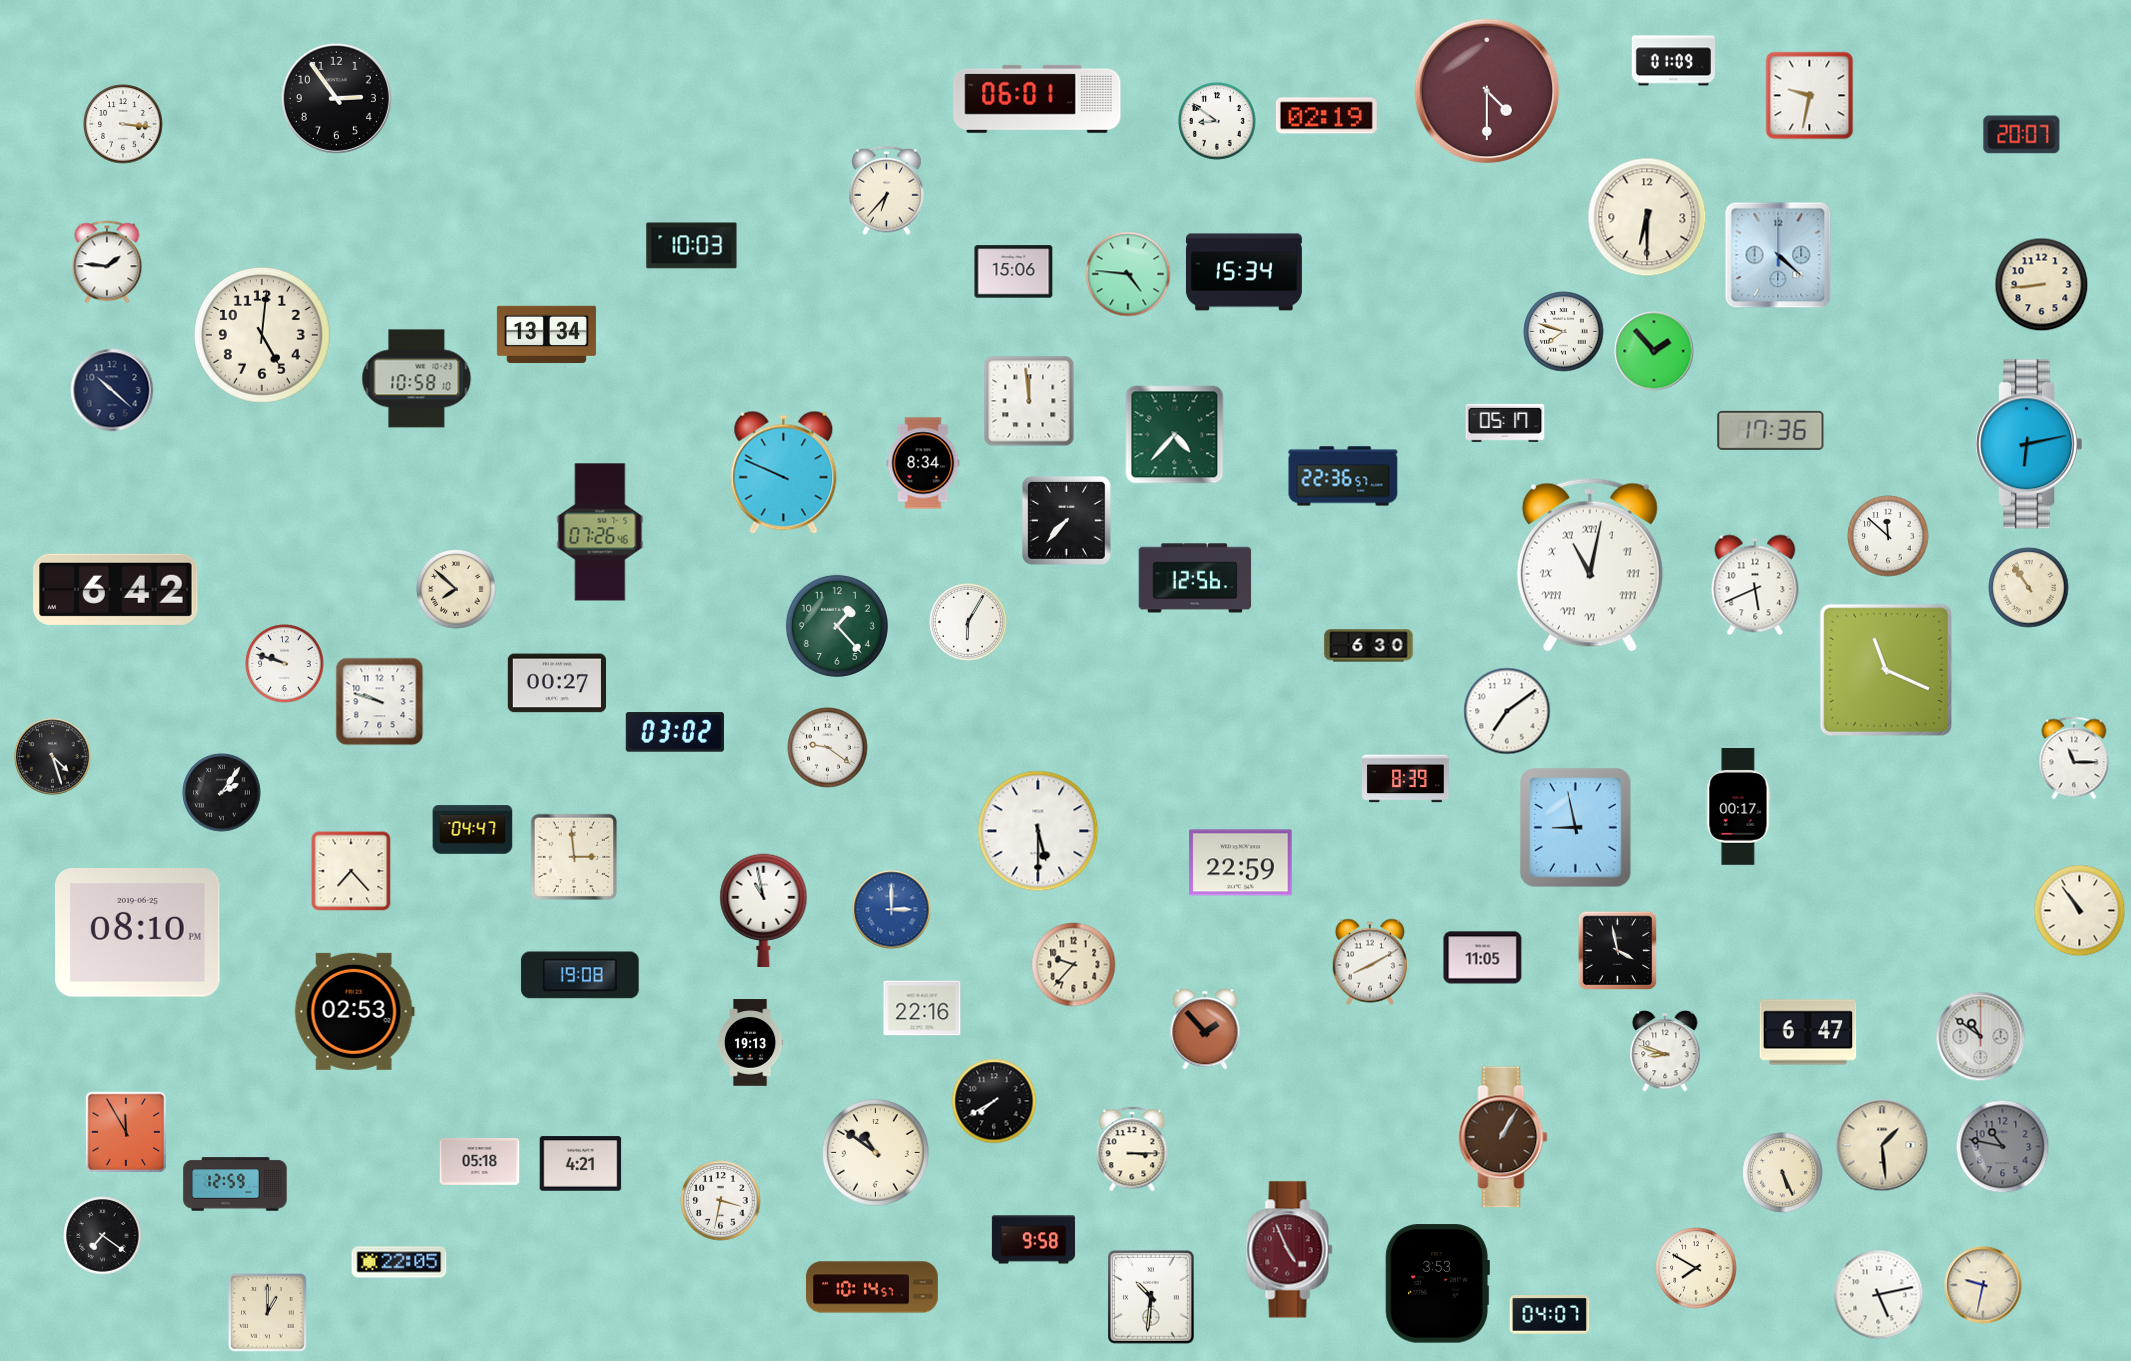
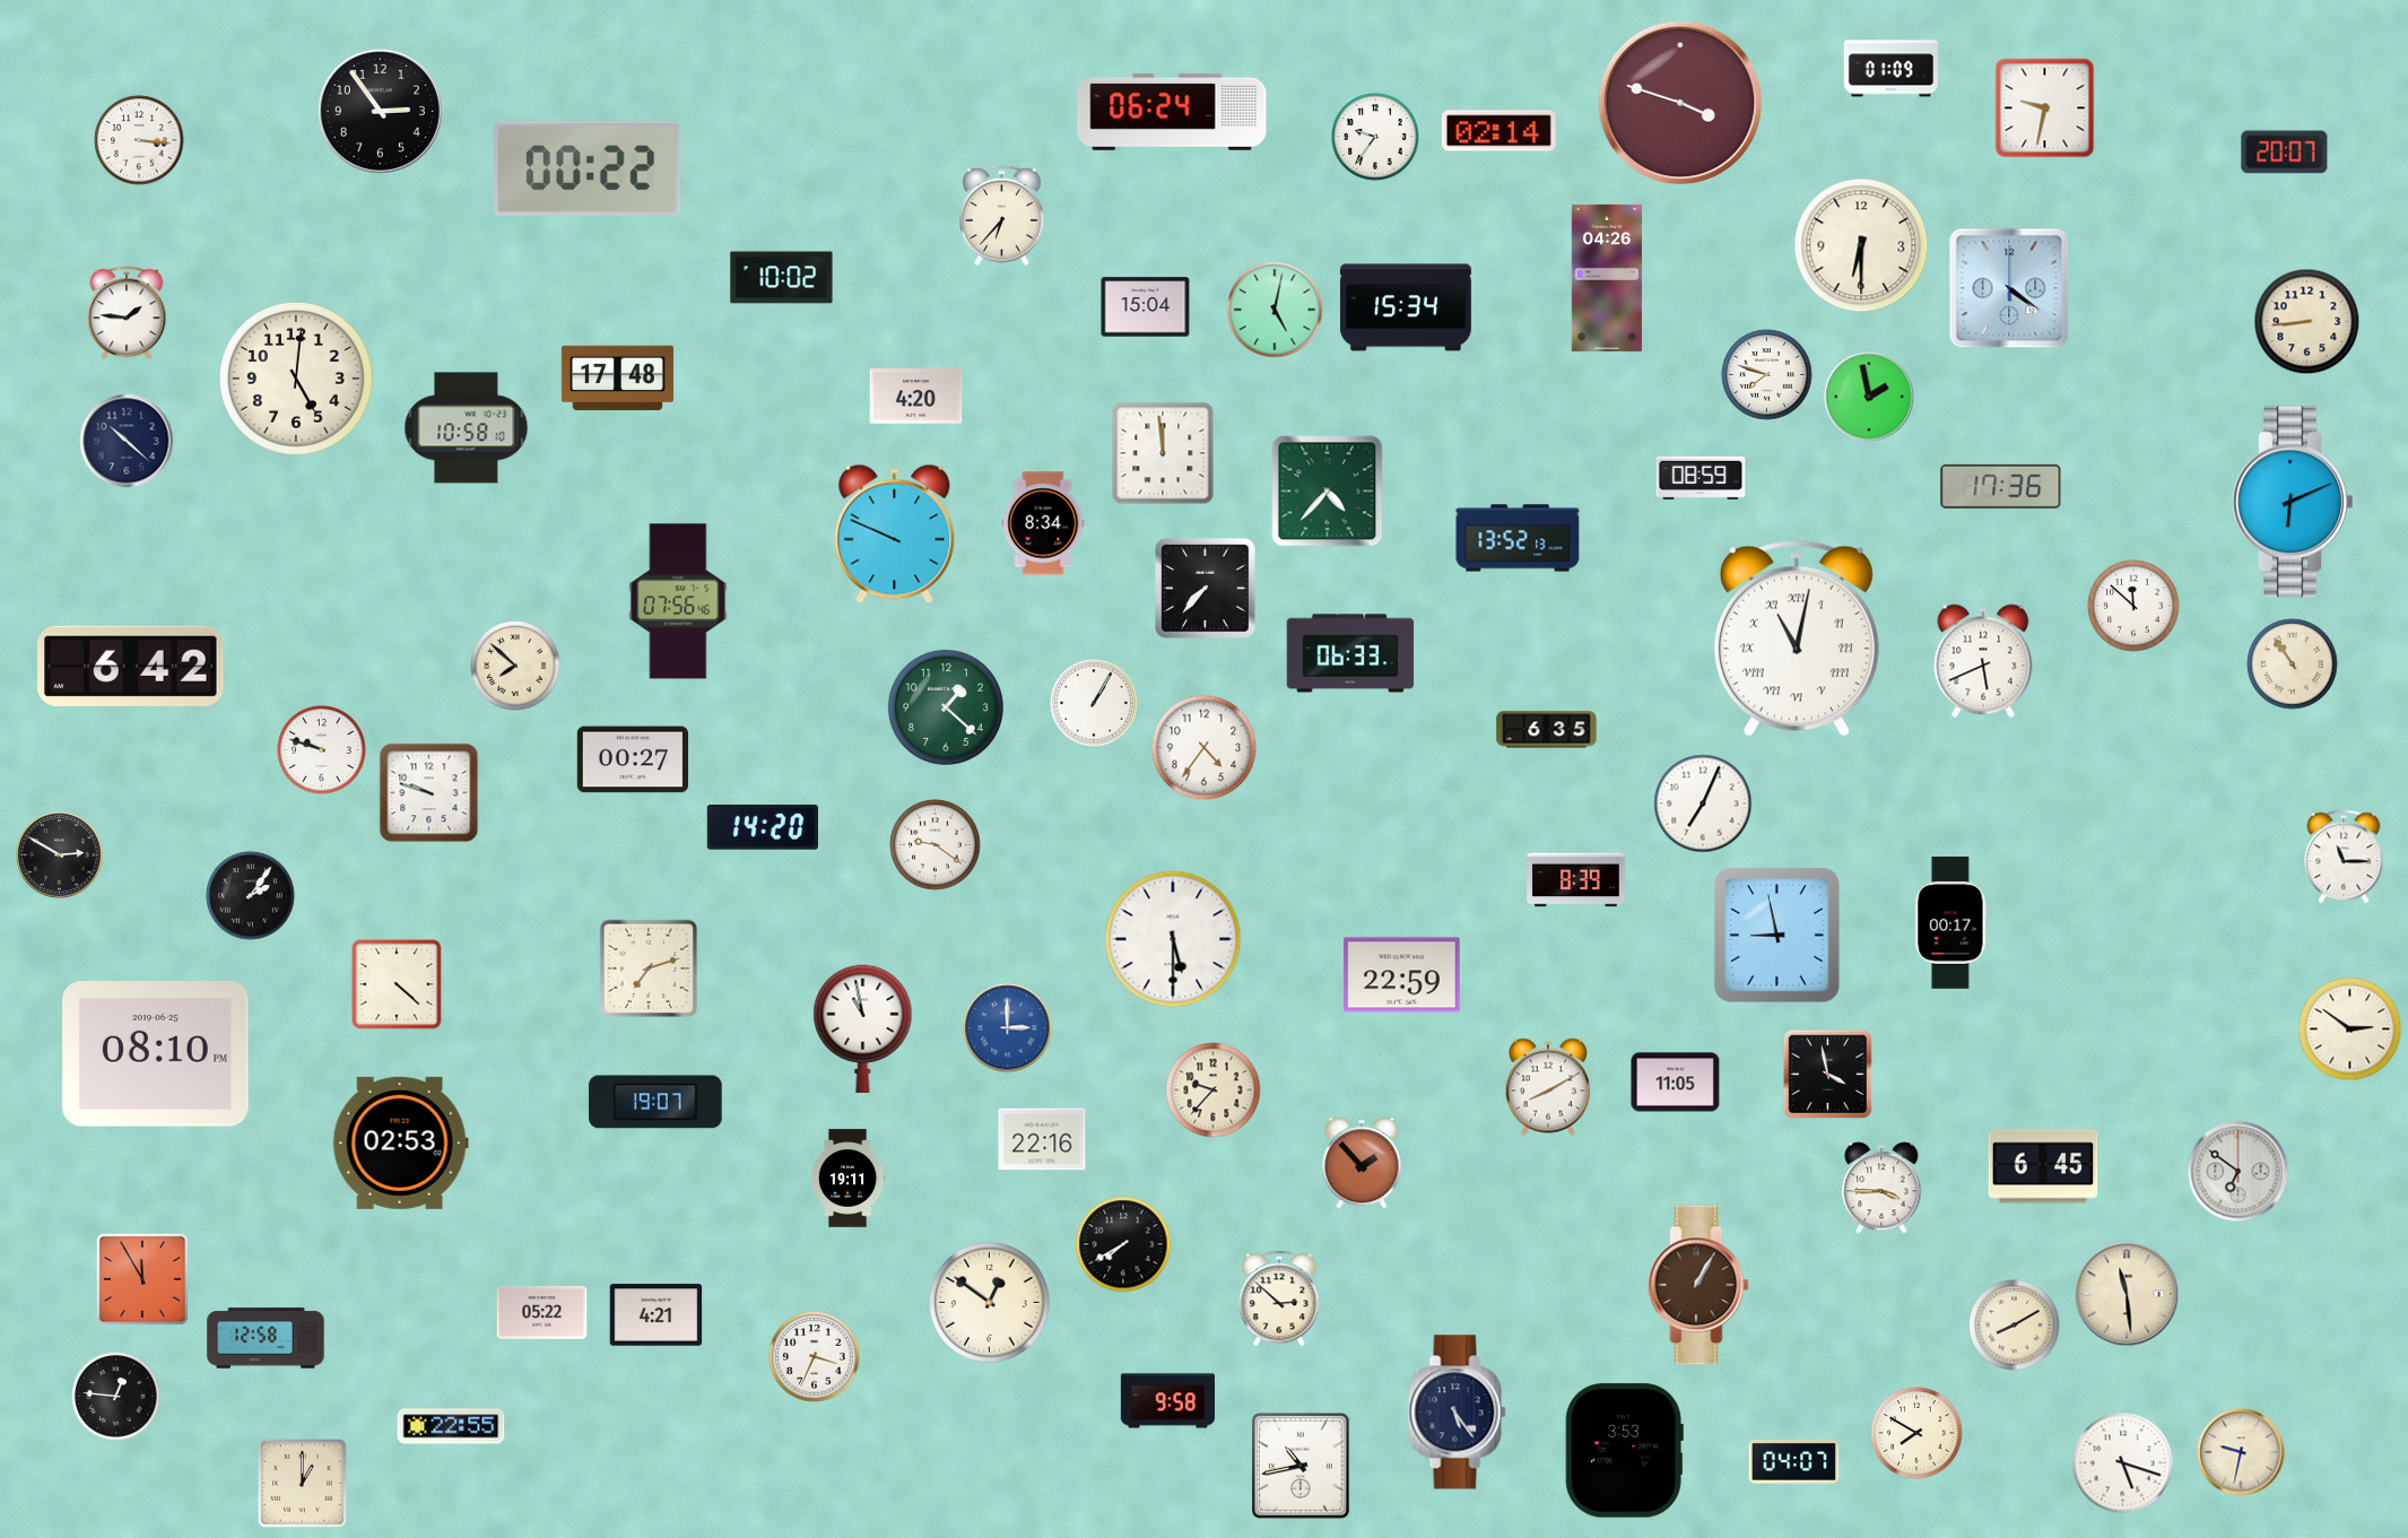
clock at (1487, 91): 4:30 -> 3:48
clock at (1037, 99): 06:01 -> 06:24
clock at (1326, 116): 02:19 -> 02:14
clock at (1217, 121): 8:51 -> 9:36
clock at (588, 168): none -> 00:22
clock at (692, 246): 10:03 -> 10:02
clock at (1607, 278): none -> 04:26
clock at (1778, 255): 4:22 -> 4:21
clock at (107, 262) position: (107, 262) -> (127, 313)
clock at (1014, 272): 15:06 -> 15:04
clock at (1128, 274): 4:46 -> 5:02
clock at (546, 335): 13:34 -> 17:48
clock at (916, 397): none -> 4:20
clock at (1654, 351): 1:53 -> 1:58
clock at (417, 379) position: (417, 379) -> (467, 428)
clock at (1505, 423): 05:17 -> 08:59
clock at (2028, 444): 6:13 -> 6:11
clock at (784, 472) position: (784, 472) -> (895, 533)
clock at (1343, 476): 22:36 -> 13:52
clock at (600, 532): 07:26 -> 07:56
clock at (1195, 578): 12:56 -> 06:33
clock at (968, 622): 6:05 -> 1:05
clock at (837, 626): 1:23 -> 1:22
clock at (1369, 646): 6:30 -> 6:35
clock at (1205, 748): none -> 4:36
clock at (1885, 669): 11:19 -> none
clock at (556, 683) position: (556, 683) -> (632, 759)
clock at (1507, 711): 7:09 -> 7:04
clock at (675, 732): 03:02 -> 14:20
clock at (53, 757): 4:27 -> 2:50
clock at (1406, 779) position: (1406, 779) -> (1576, 880)
clock at (1739, 807) position: (1739, 807) -> (1951, 923)
clock at (1576, 828) position: (1576, 828) -> (1777, 936)
clock at (473, 830): 04:47 -> none
clock at (574, 857): 2:59 -> 7:12
clock at (351, 871): 7:23 -> 4:22
clock at (2080, 911): 10:54 -> 2:51
clock at (580, 975): 19:08 -> 19:07
clock at (1808, 1032): 6:47 -> 6:45
clock at (1981, 1037): 10:51 -> 6:51
clock at (750, 1043): 19:13 -> 19:11
clock at (1665, 1051): 8:48 -> 3:45
clock at (1882, 1145): 1:29 -> 11:29
clock at (2003, 1147): 10:47 -> none
clock at (1132, 1149): 3:15 -> 2:52
clock at (876, 1153): 10:51 -> 12:51
clock at (480, 1161): 05:18 -> 05:22
clock at (1783, 1173): 5:26 -> 8:10
clock at (235, 1184): 12:59 -> 12:58
clock at (721, 1201): 3:32 -> 3:34
clock at (103, 1236): 7:21 -> 12:46
clock at (1290, 1250): 4:56 -> 5:24
clock at (1290, 1250) dial: burgundy -> navy
clock at (399, 1262): 22:05 -> 22:55
clock at (873, 1287): 10:14 -> none
clock at (1879, 1295): 5:13 -> 5:18
clock at (1152, 1298): 10:31 -> 10:43
clock at (1550, 1315) position: (1550, 1315) -> (1794, 1462)
